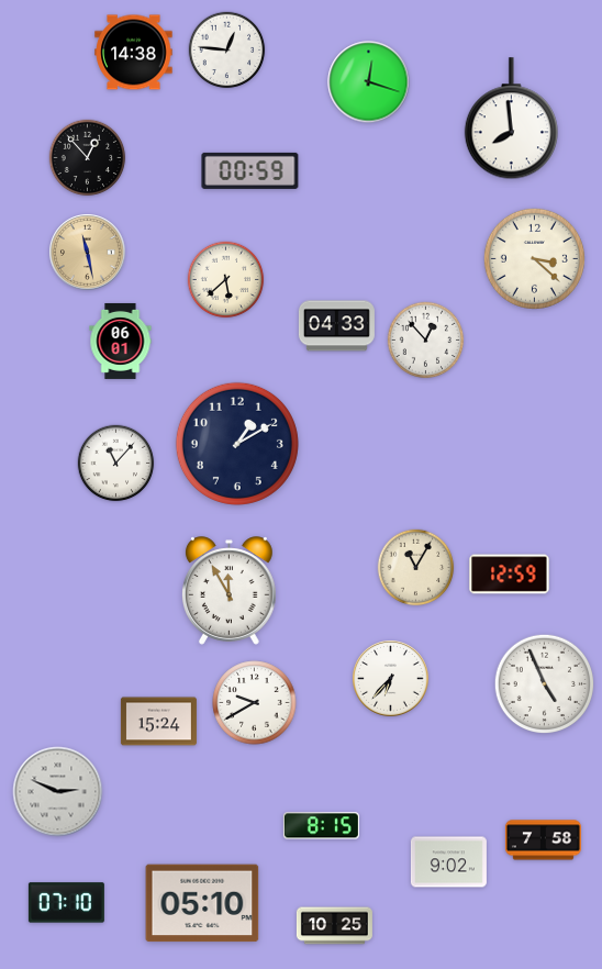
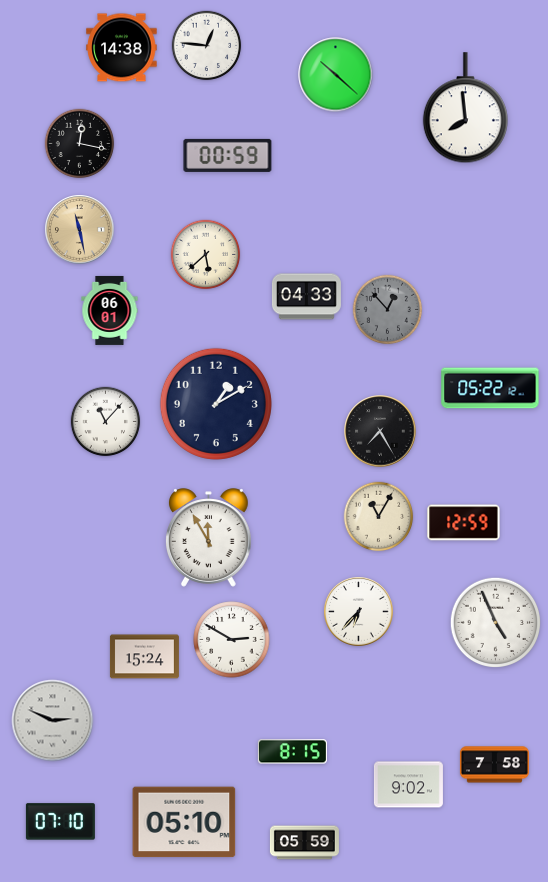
clock at (369, 82): 12:18 -> 10:22
clock at (88, 158): 12:53 -> 12:17
clock at (534, 258): 3:22 -> none
clock at (426, 341) dial: white -> grey
clock at (490, 388): none -> 05:22
clock at (380, 431): none -> 7:25
clock at (391, 679) position: (391, 679) -> (359, 612)
clock at (255, 703): 9:40 -> 2:50
clock at (334, 926): 10:25 -> 05:59
